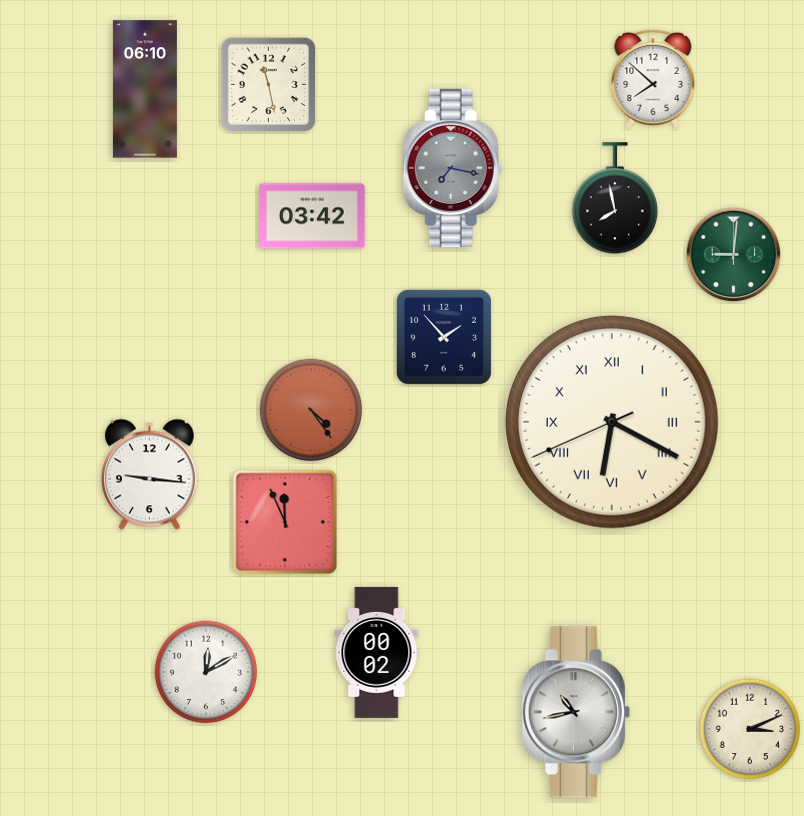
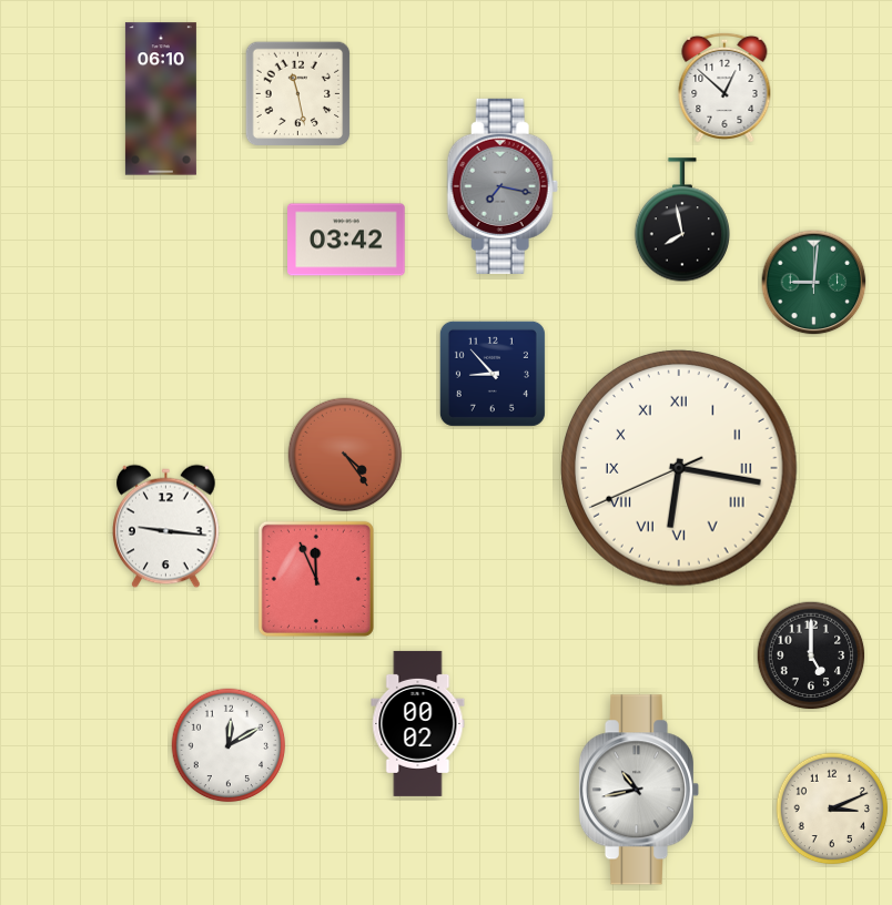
clock at (653, 79): 7:52 -> 12:52
clock at (444, 337): 1:53 -> 8:53
clock at (613, 423): 6:19 -> 6:16
clock at (811, 655): none -> 5:00
